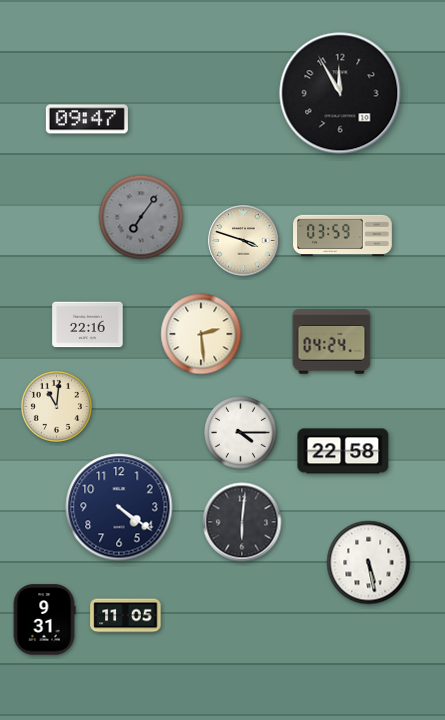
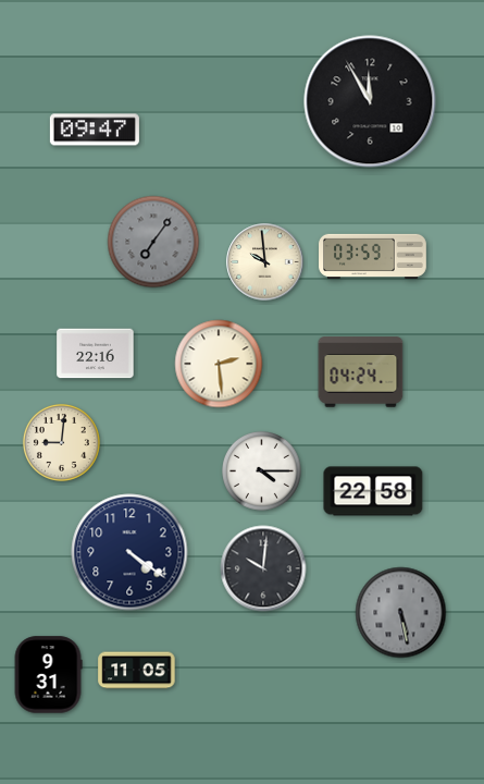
clock at (141, 217) position: (141, 217) -> (153, 242)
clock at (244, 241): 3:48 -> 9:59
clock at (56, 406): 11:01 -> 9:01
clock at (242, 522): 6:01 -> 10:01
clock at (369, 563) dial: white -> grey
